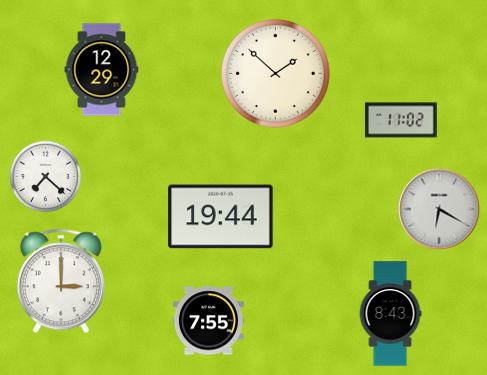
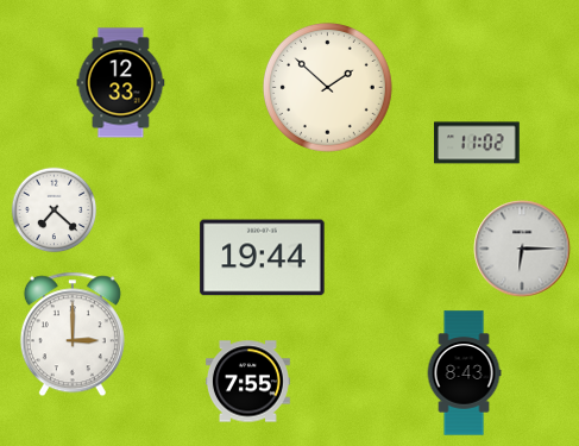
clock at (102, 70): 12:29 -> 12:33
clock at (439, 209): 6:20 -> 6:15
